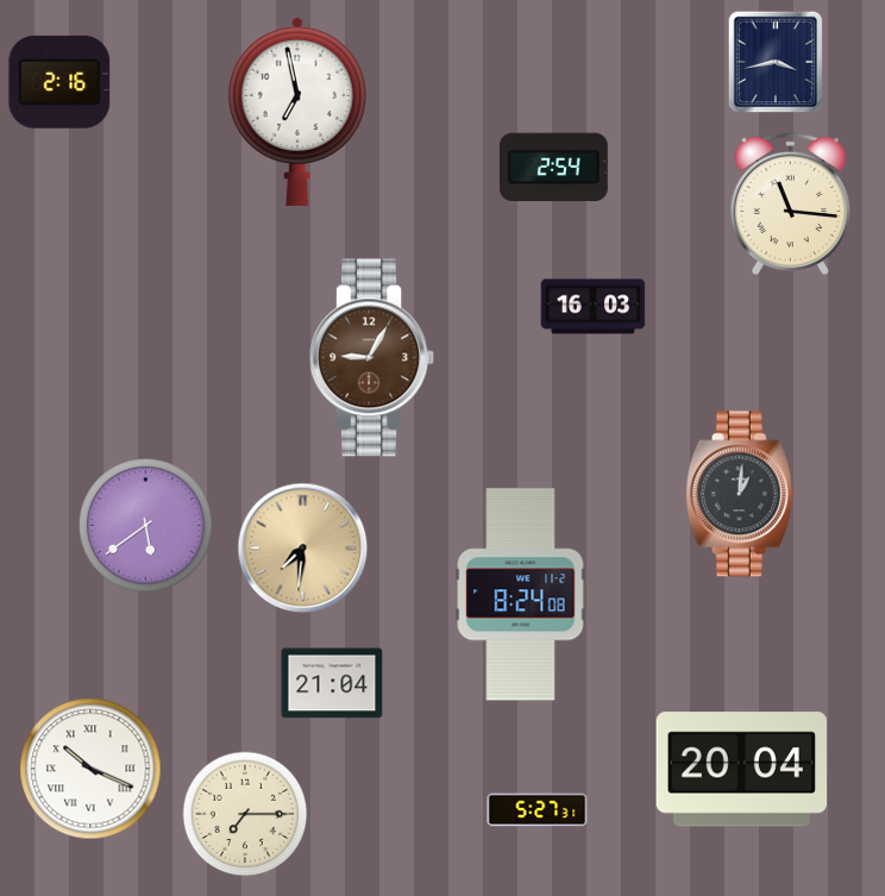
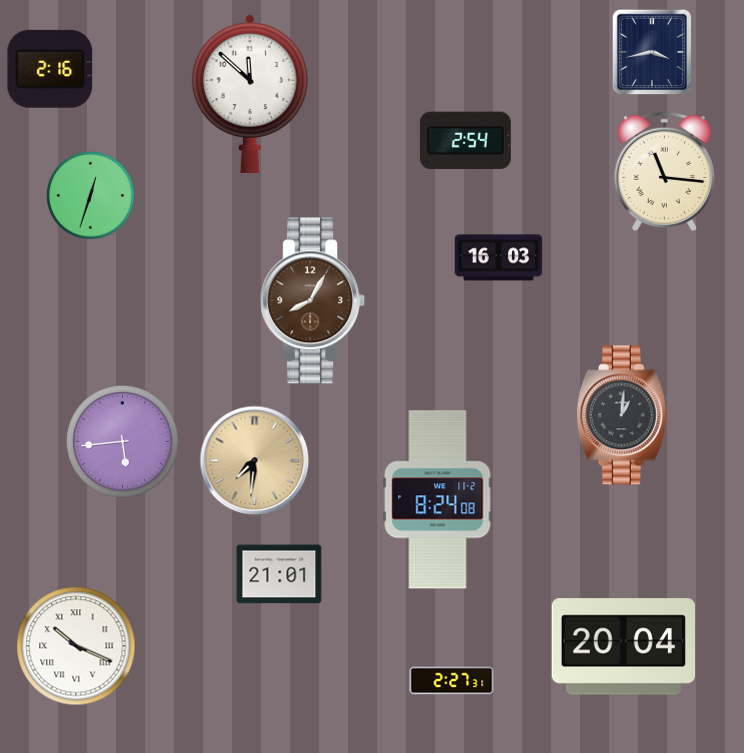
clock at (297, 111): 6:58 -> 11:52
clock at (91, 196): none -> 12:33
clock at (372, 358): 9:05 -> 8:05
clock at (145, 525): 5:39 -> 5:44
clock at (332, 683): 21:04 -> 21:01
clock at (538, 810): 5:27 -> 2:27
clock at (245, 814): 7:15 -> none
